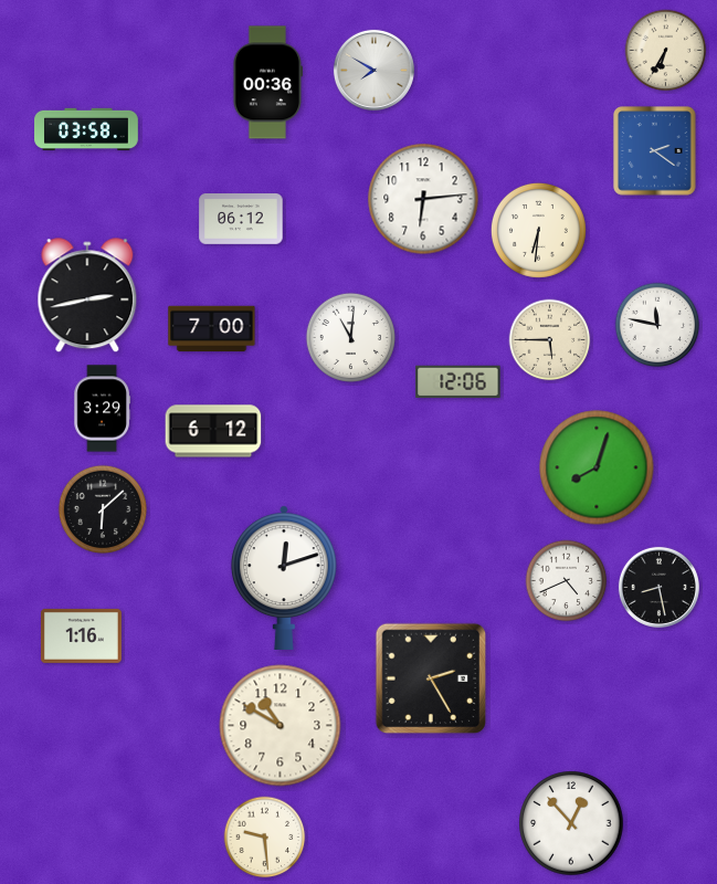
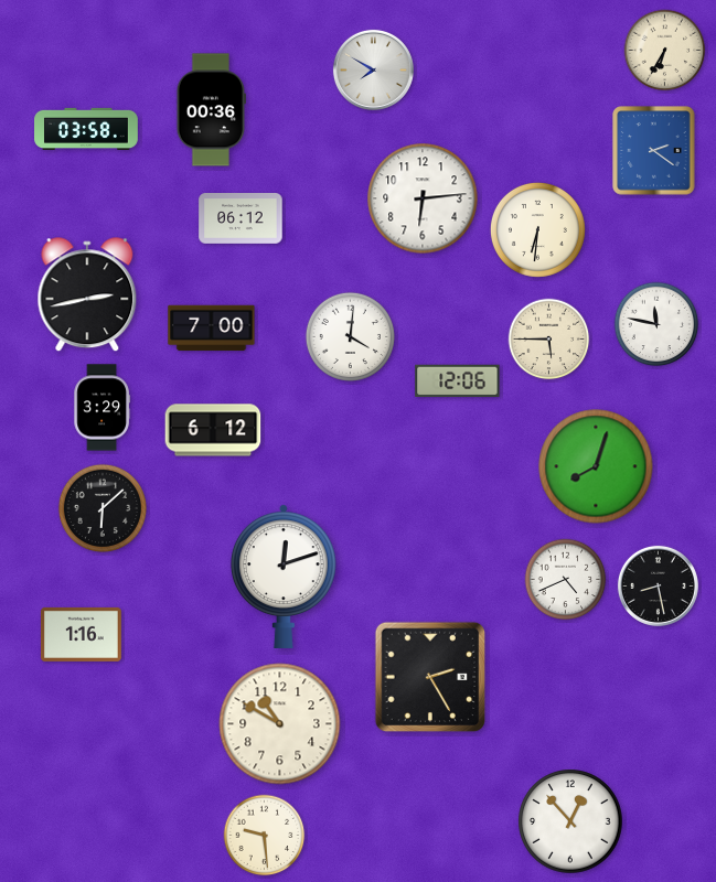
clock at (267, 83) position: (267, 83) -> (211, 110)
clock at (350, 337): 11:01 -> 4:01
